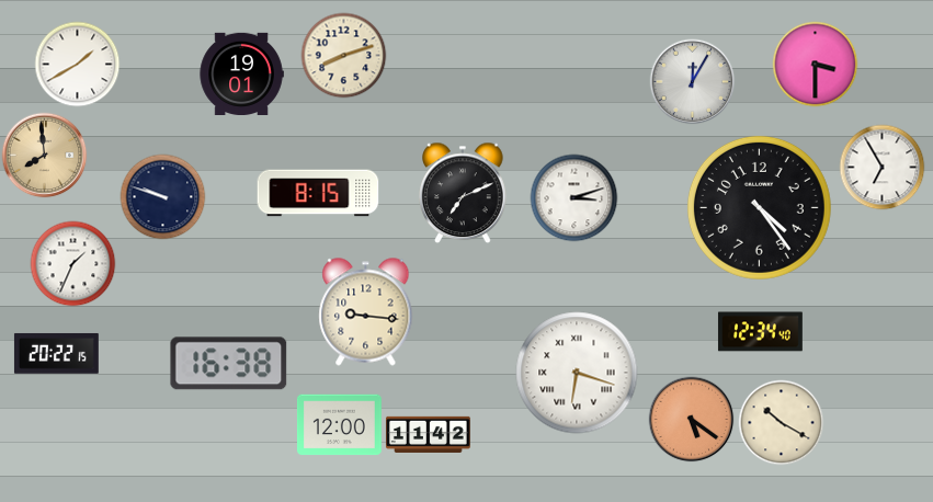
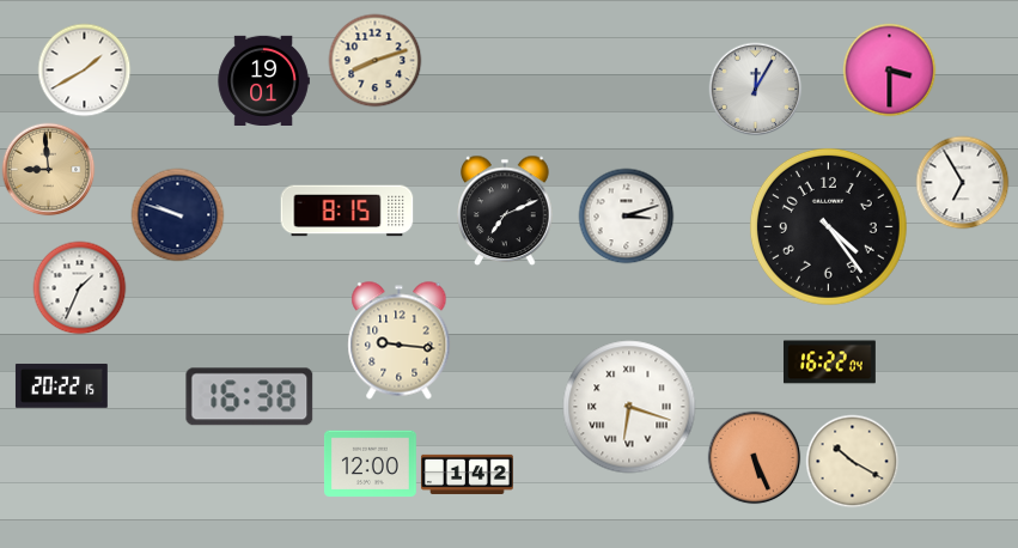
clock at (44, 155): 7:59 -> 8:59
clock at (760, 332): 12:34 -> 16:22
clock at (691, 419): 5:21 -> 5:26
clock at (428, 434): 11:42 -> 1:42
